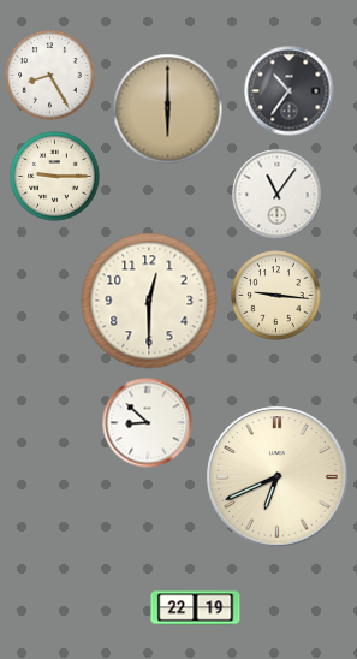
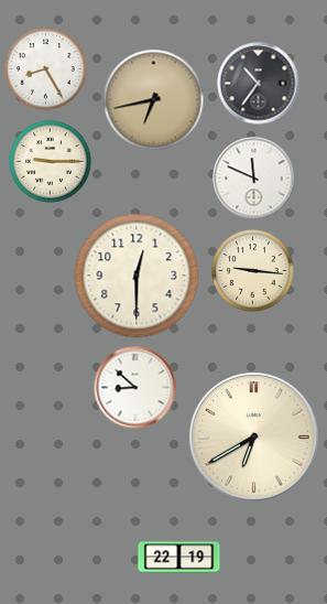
clock at (290, 91) position: (290, 91) -> (259, 84)
clock at (168, 109): 6:00 -> 6:43
clock at (278, 195): 11:06 -> 11:49
clock at (278, 477): 6:41 -> 6:40
